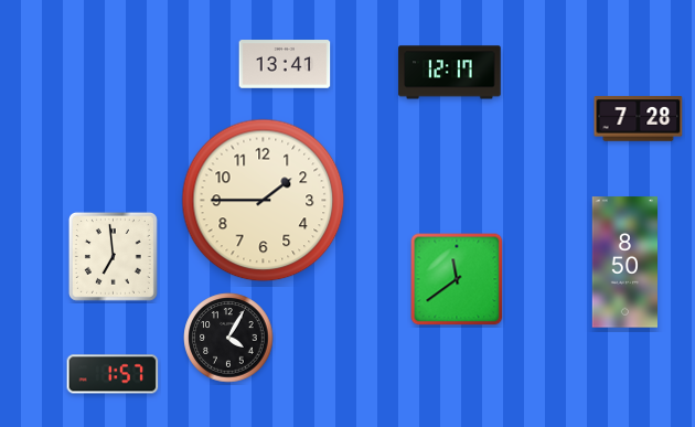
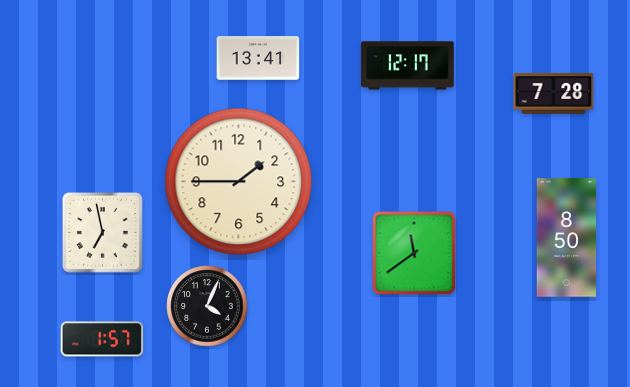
clock at (639, 119) position: (639, 119) -> (554, 94)
clock at (113, 256): 6:59 -> 6:58
clock at (228, 338): 4:05 -> 4:04
